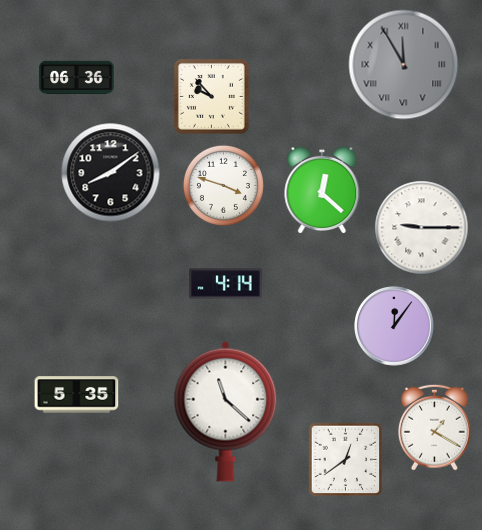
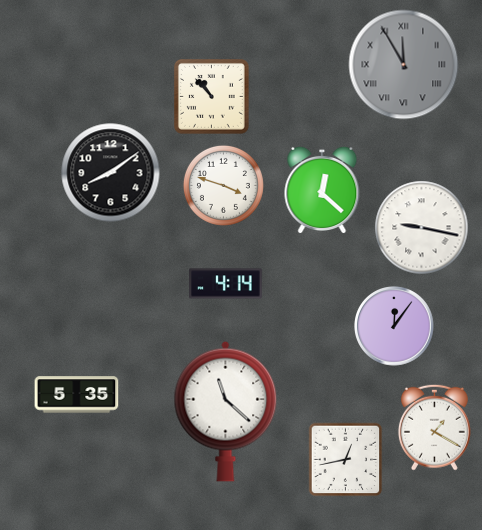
clock at (77, 78): 06:36 -> none
clock at (211, 96): 9:53 -> 10:53
clock at (422, 228): 9:15 -> 9:17
clock at (346, 460): 12:39 -> 12:43
